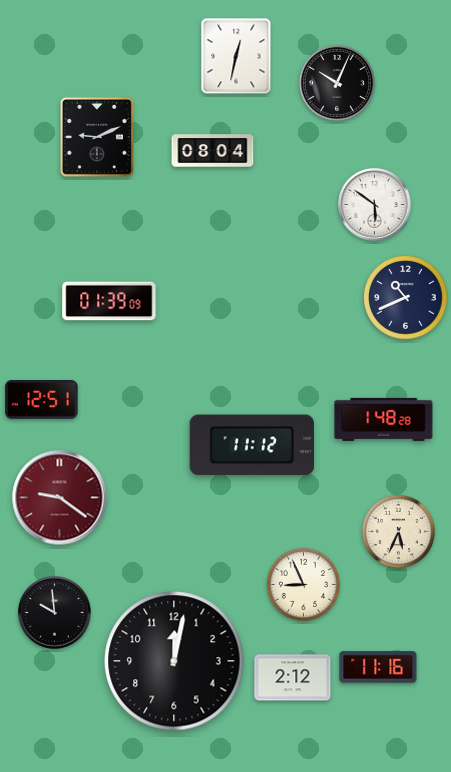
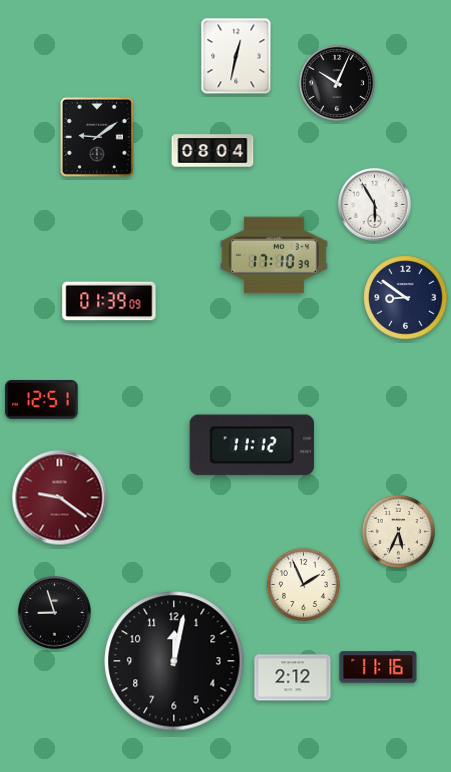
clock at (97, 137): 9:11 -> 9:09
clock at (375, 205): 5:51 -> 5:55
clock at (274, 255): none -> 17:10
clock at (406, 298): 10:41 -> 8:51
clock at (384, 419): 1:48 -> none
clock at (303, 584): 8:56 -> 1:56
clock at (55, 613): 9:59 -> 8:57
